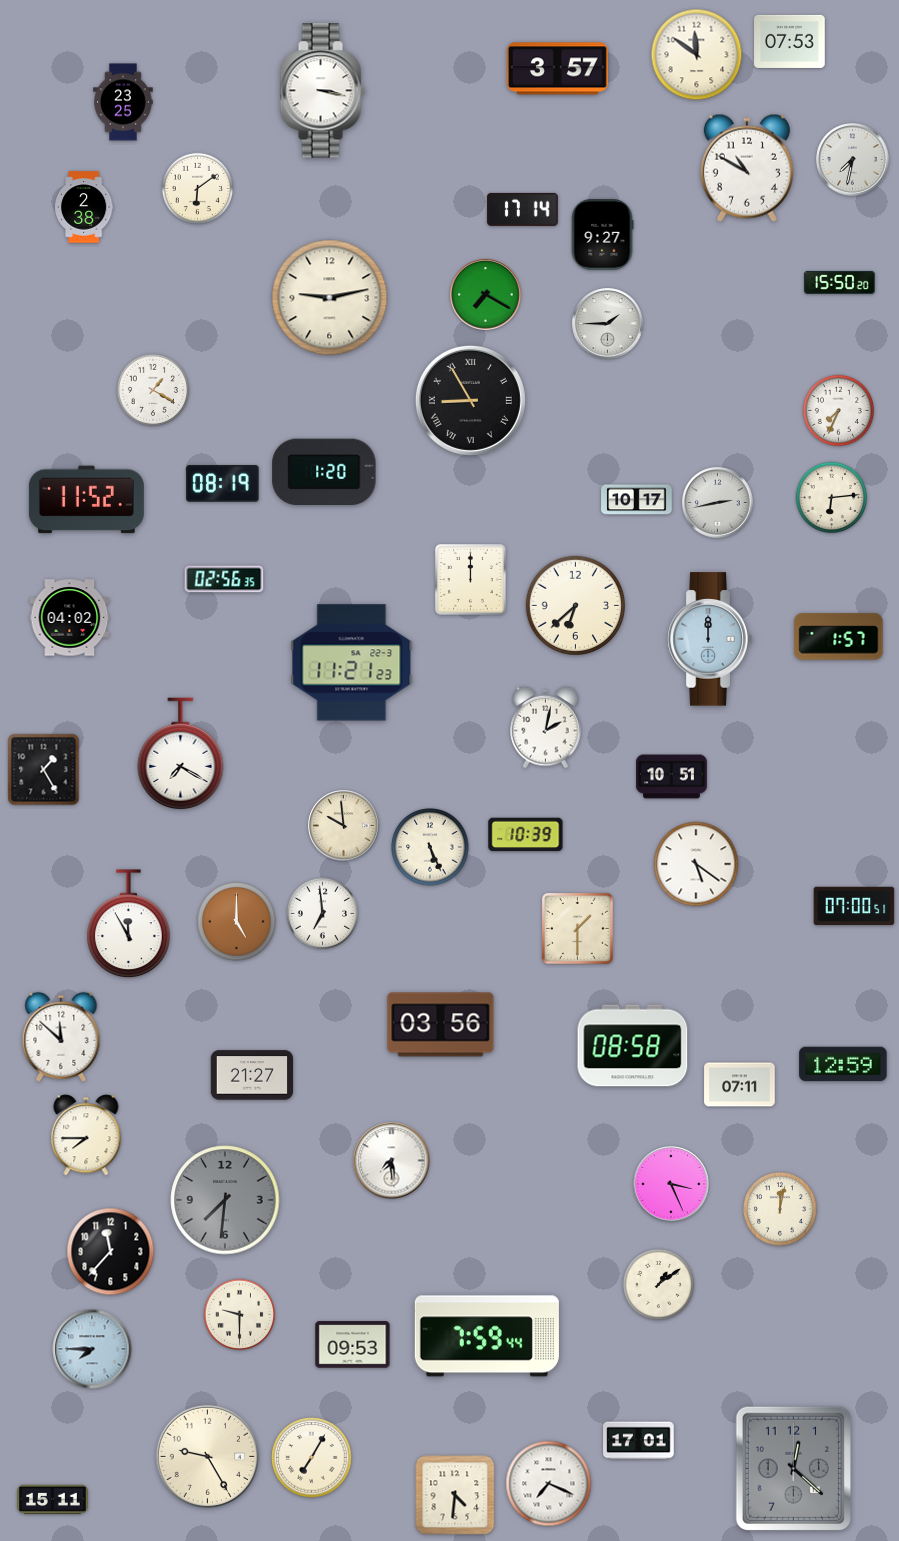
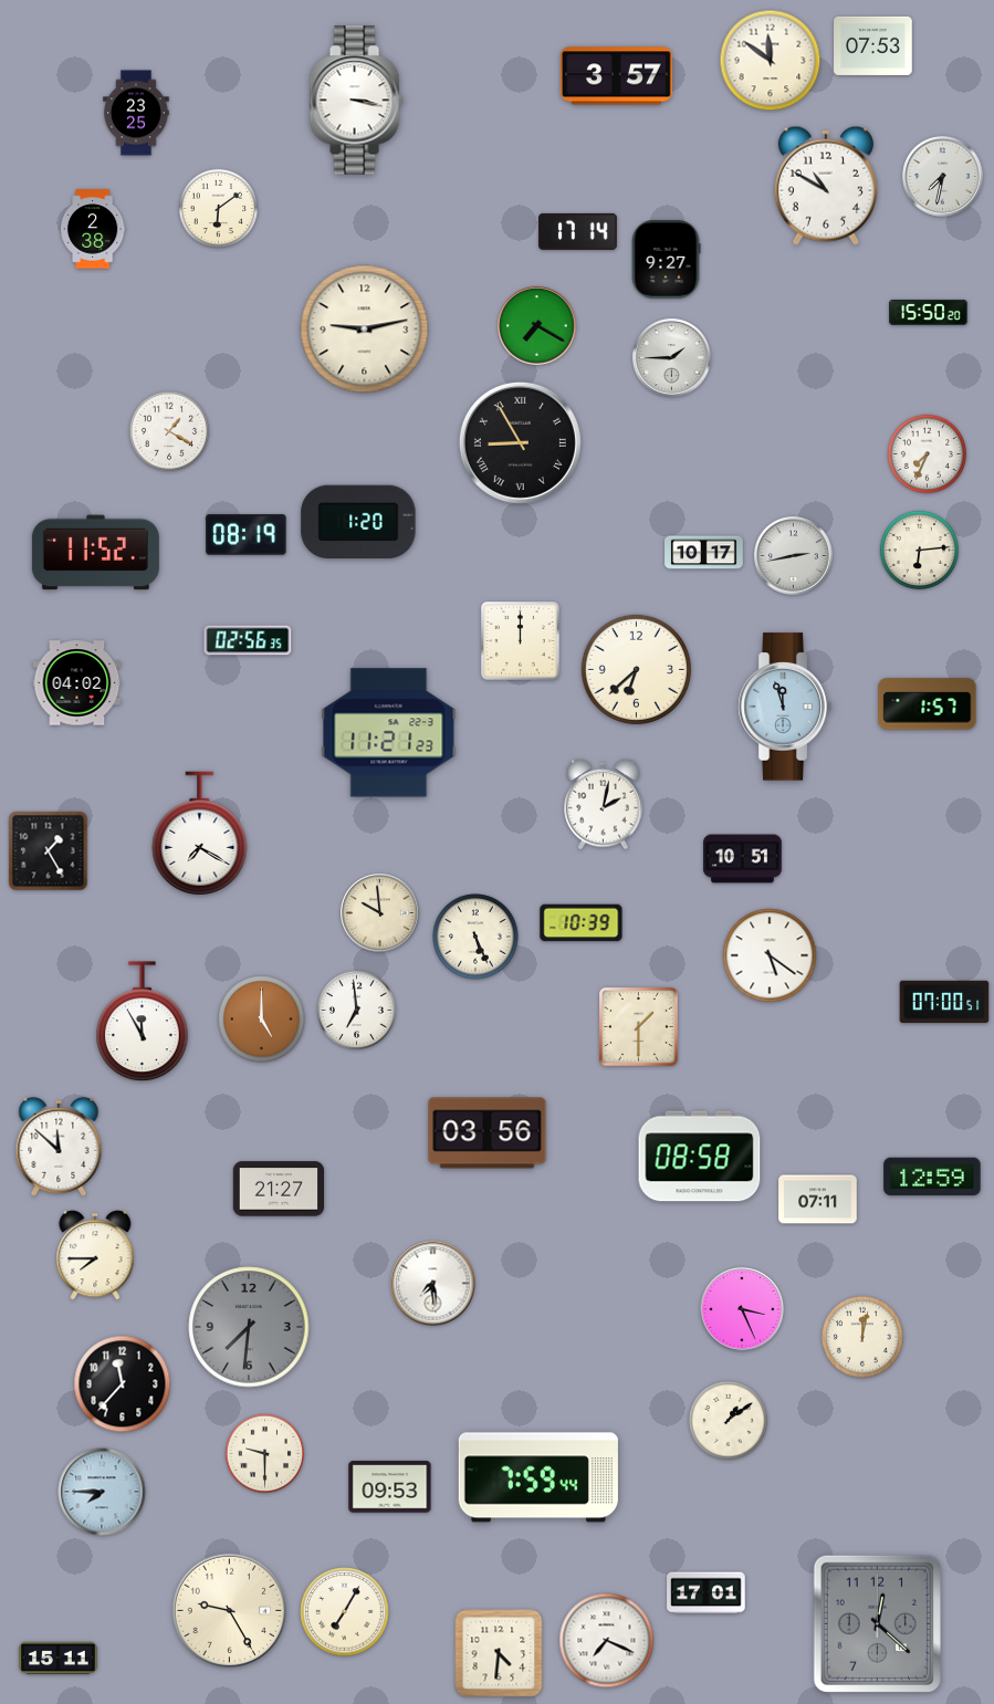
clock at (710, 639): 12:00 -> 11:57
clock at (61, 1037) position: (61, 1037) -> (59, 1147)
clock at (455, 1495) position: (455, 1495) -> (499, 1653)
